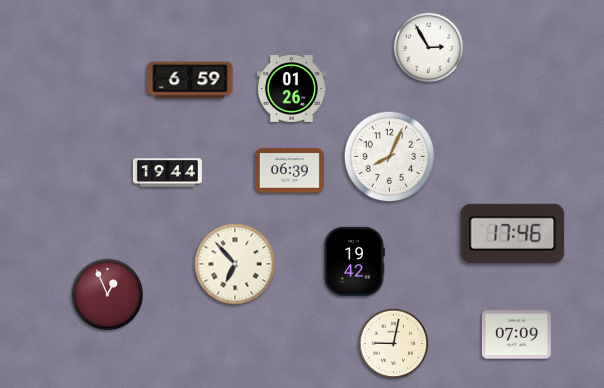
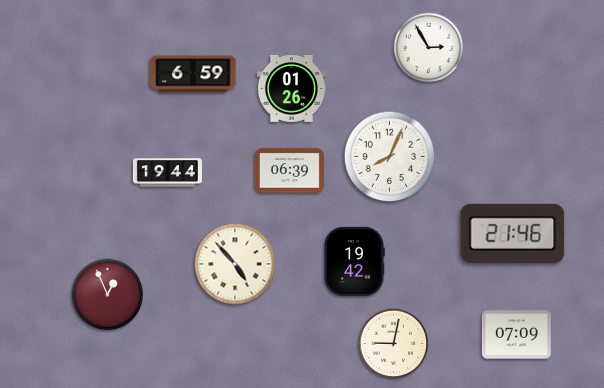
clock at (190, 80) position: (190, 80) -> (193, 74)
clock at (513, 233): 17:46 -> 21:46
clock at (235, 264): 6:53 -> 4:53
